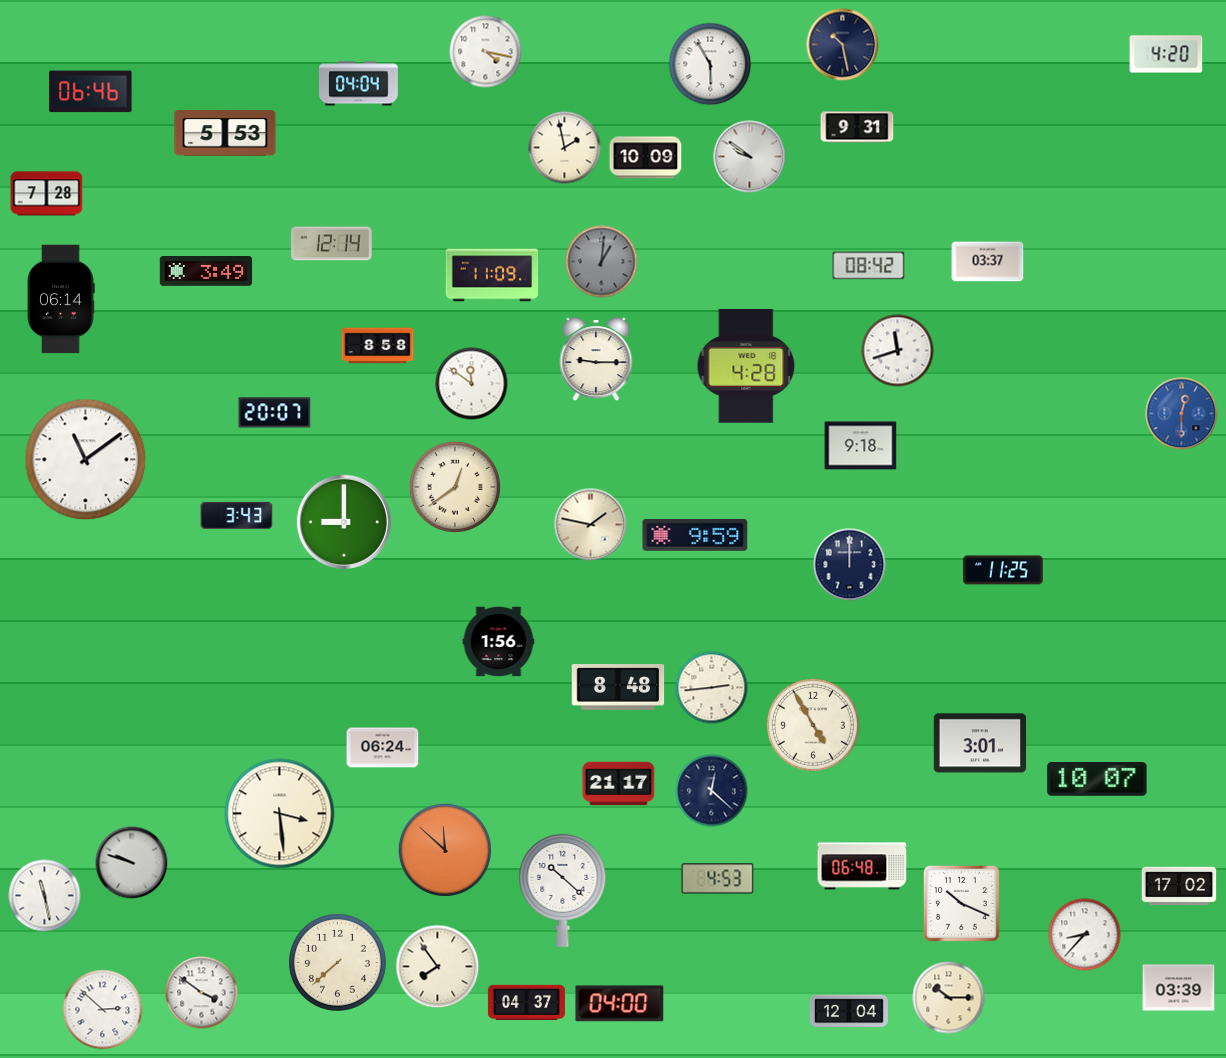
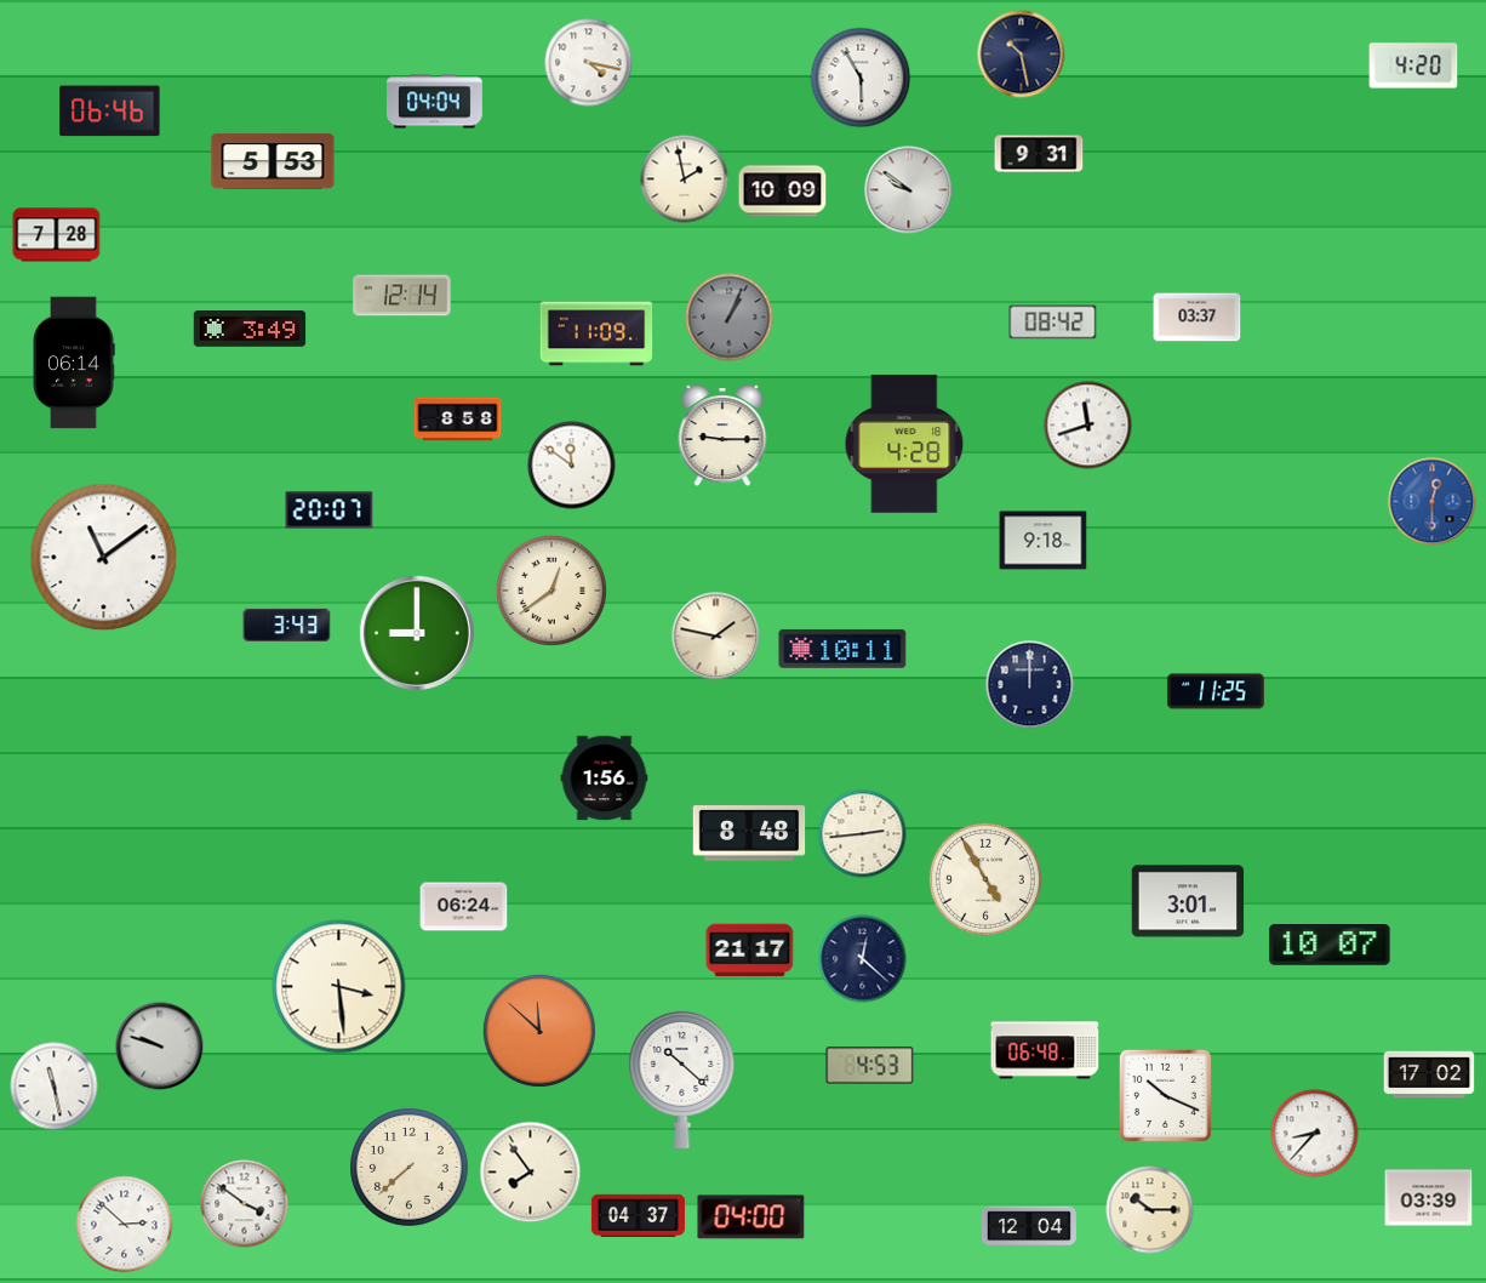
clock at (602, 262): 1:01 -> 1:04
clock at (275, 413) position: (275, 413) -> (330, 511)
clock at (695, 535): 9:59 -> 10:11
